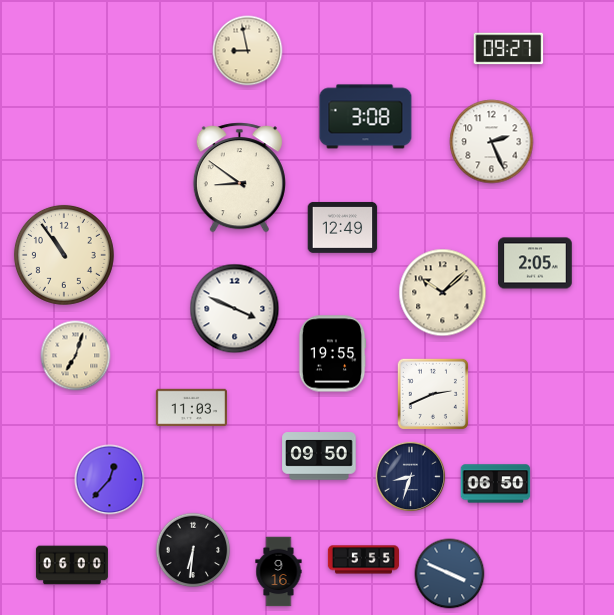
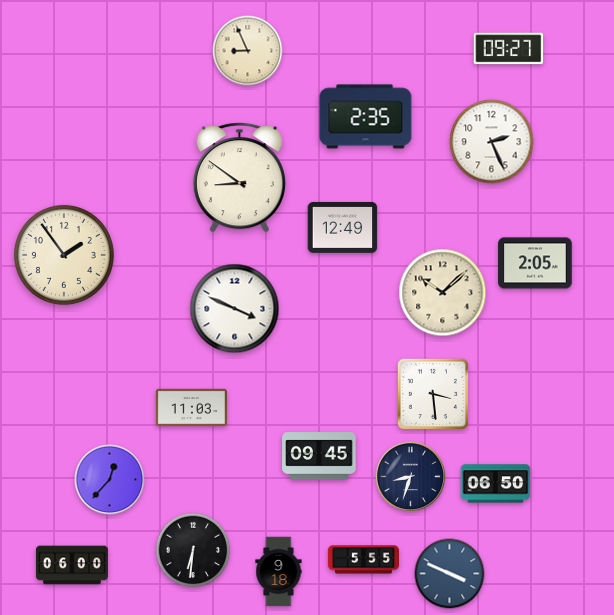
clock at (248, 51): 8:58 -> 8:56
clock at (366, 117): 3:08 -> 2:35
clock at (64, 255): 10:54 -> 1:54
clock at (332, 354): 19:55 -> none
clock at (76, 356): 7:03 -> none
clock at (433, 394): 2:41 -> 3:29
clock at (319, 456): 09:50 -> 09:45
clock at (279, 572): 9:16 -> 9:18
